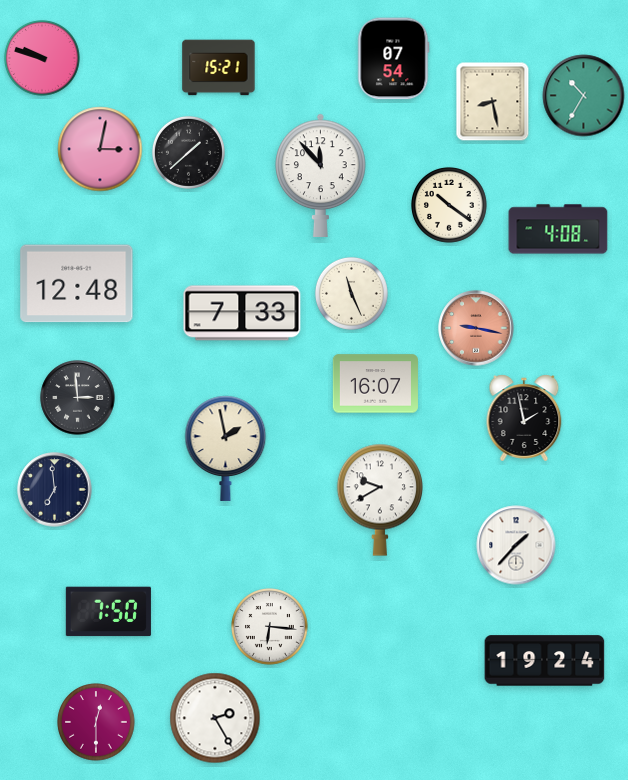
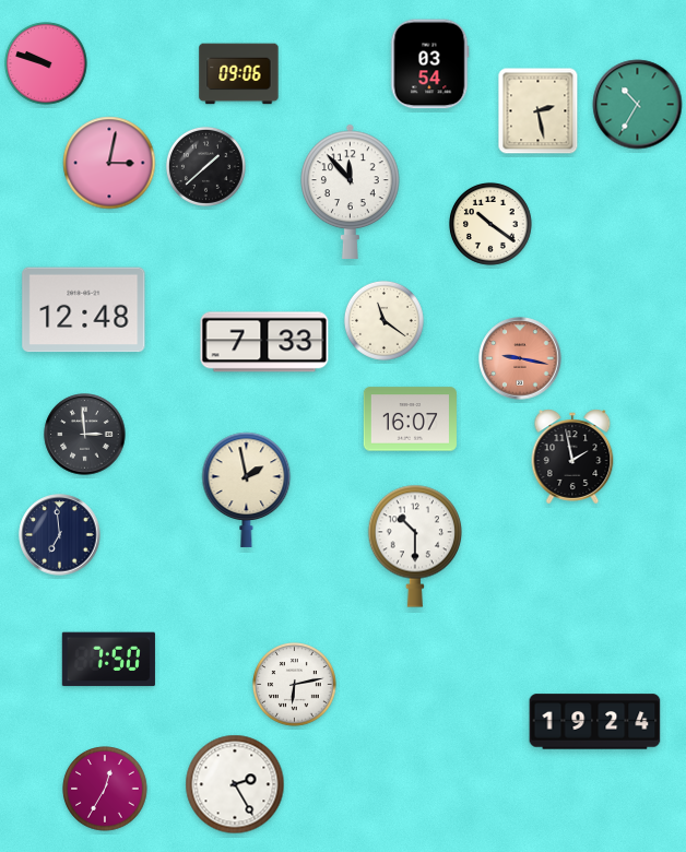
clock at (393, 59): 07:54 -> 03:54
clock at (219, 68): 15:21 -> 09:06
clock at (493, 102): 8:28 -> 2:28
clock at (558, 229): 4:08 -> none
clock at (351, 293): 11:26 -> 11:21
clock at (380, 500): 9:40 -> 10:30
clock at (516, 545): 1:37 -> none
clock at (108, 612) position: (108, 612) -> (108, 660)
clock at (270, 627): 6:16 -> 6:13
clock at (96, 722): 12:30 -> 12:35
